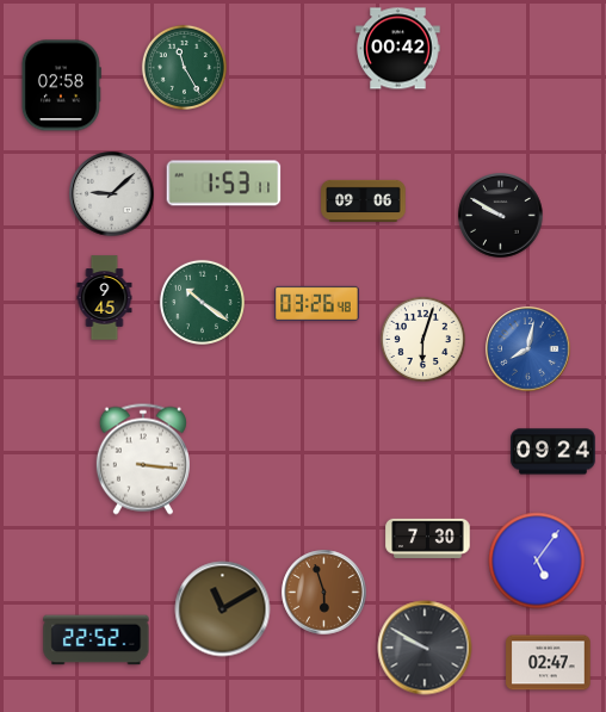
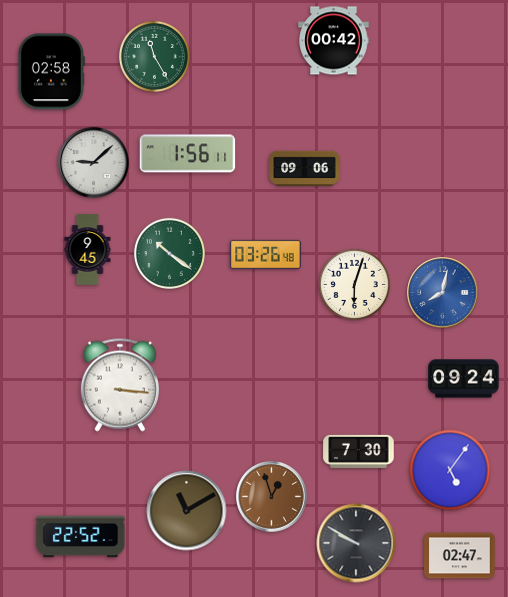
clock at (224, 184): 1:53 -> 1:56
clock at (501, 216): 9:50 -> none
clock at (324, 593): 5:57 -> 12:57
